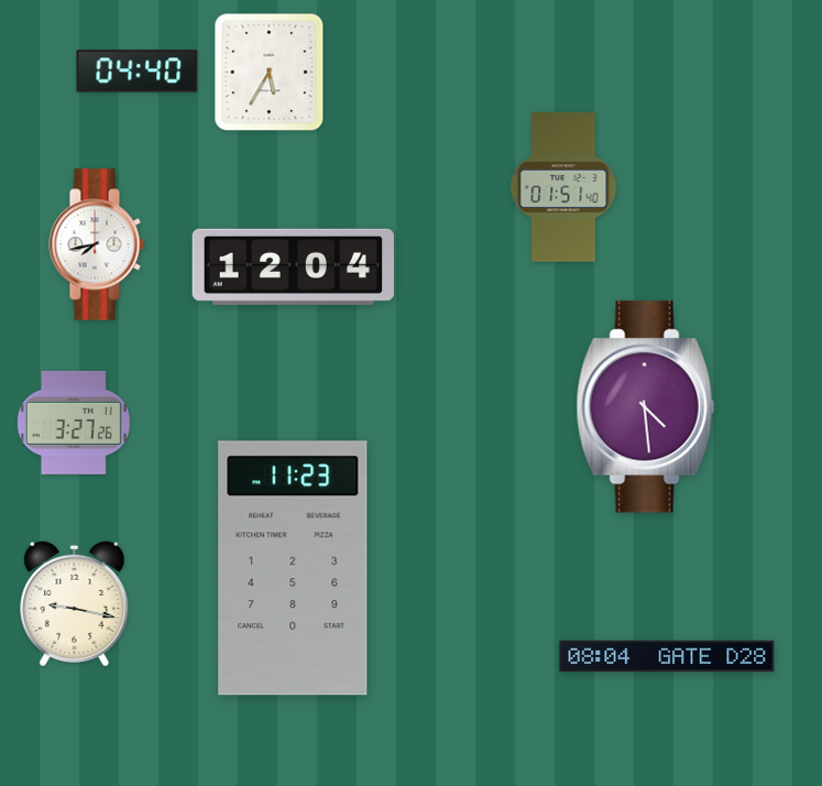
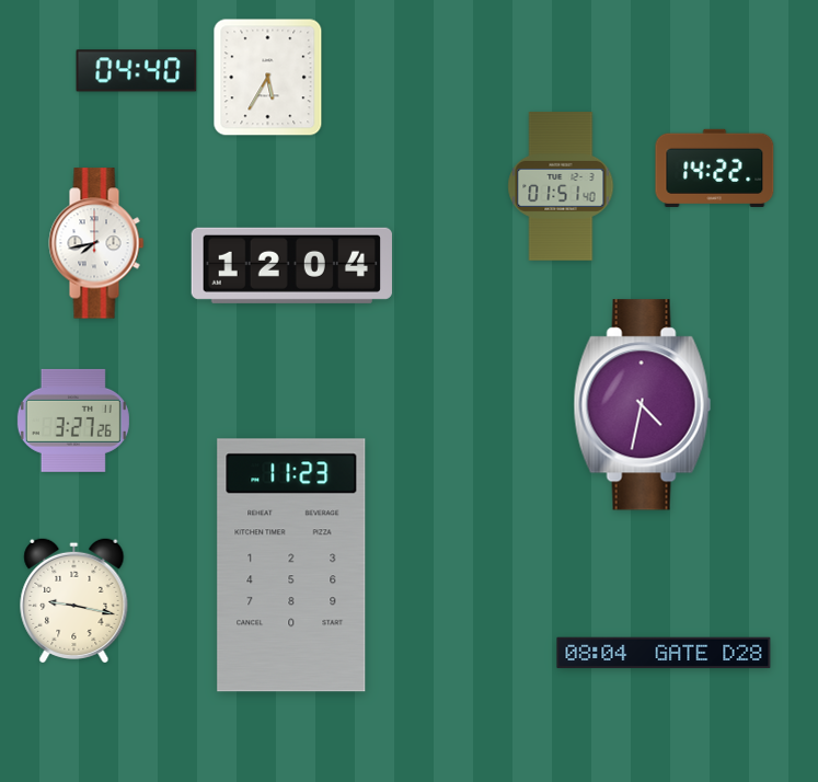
clock at (270, 73) position: (270, 73) -> (268, 78)
clock at (715, 168): none -> 14:22
clock at (645, 407): 4:29 -> 4:32
